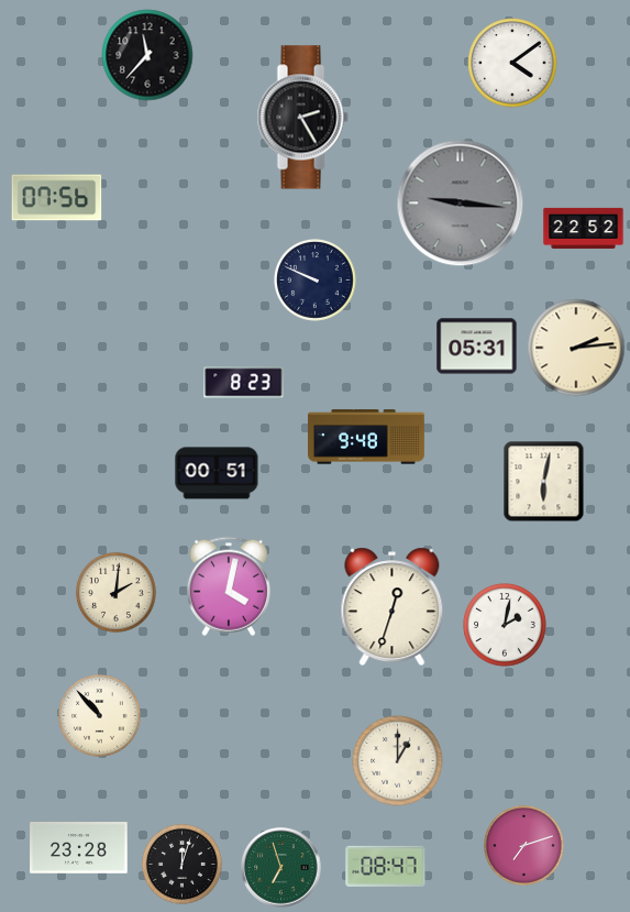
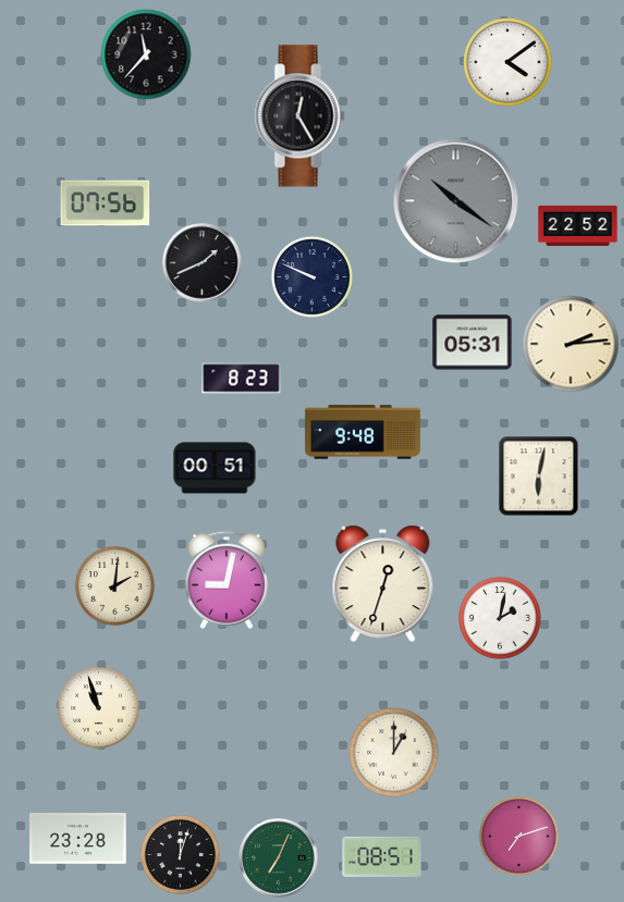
clock at (302, 118): 2:25 -> 12:25
clock at (57, 198) position: (57, 198) -> (106, 203)
clock at (461, 204): 9:16 -> 10:21
clock at (203, 263): none -> 1:41
clock at (229, 586): 4:02 -> 9:02
clock at (393, 607) position: (393, 607) -> (383, 584)
clock at (100, 716): 10:53 -> 10:57
clock at (386, 866): 08:47 -> 08:51
clock at (281, 868): 6:57 -> 7:04
